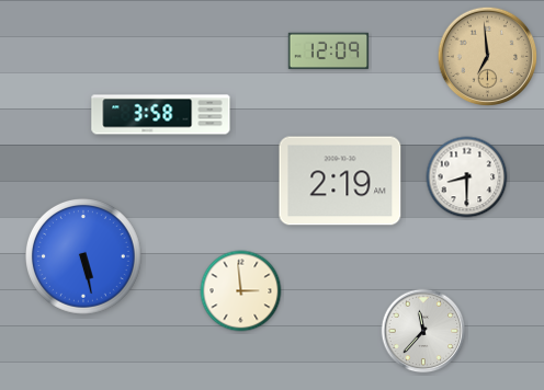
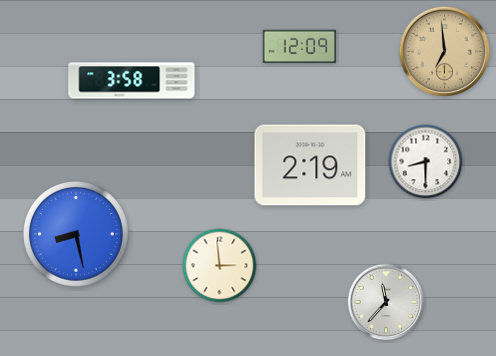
clock at (161, 115) position: (161, 115) -> (132, 81)
clock at (84, 257): 5:28 -> 8:28
